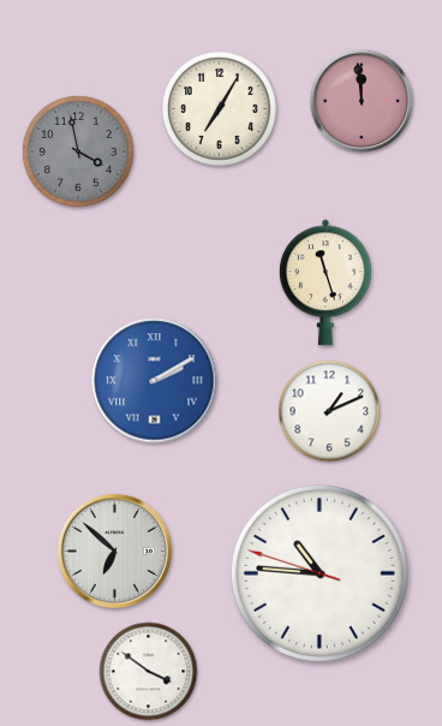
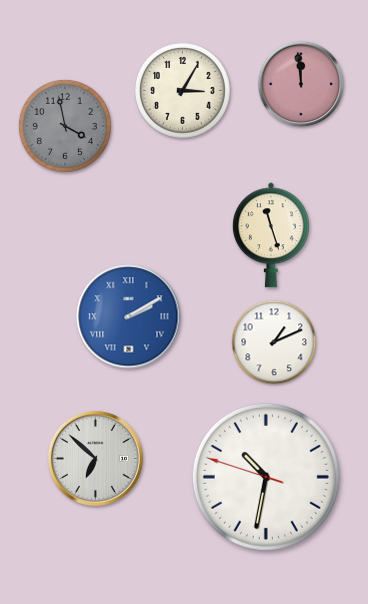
clock at (220, 109): 7:05 -> 3:05
clock at (319, 573): 10:45 -> 10:31
clock at (149, 672): 3:51 -> none
